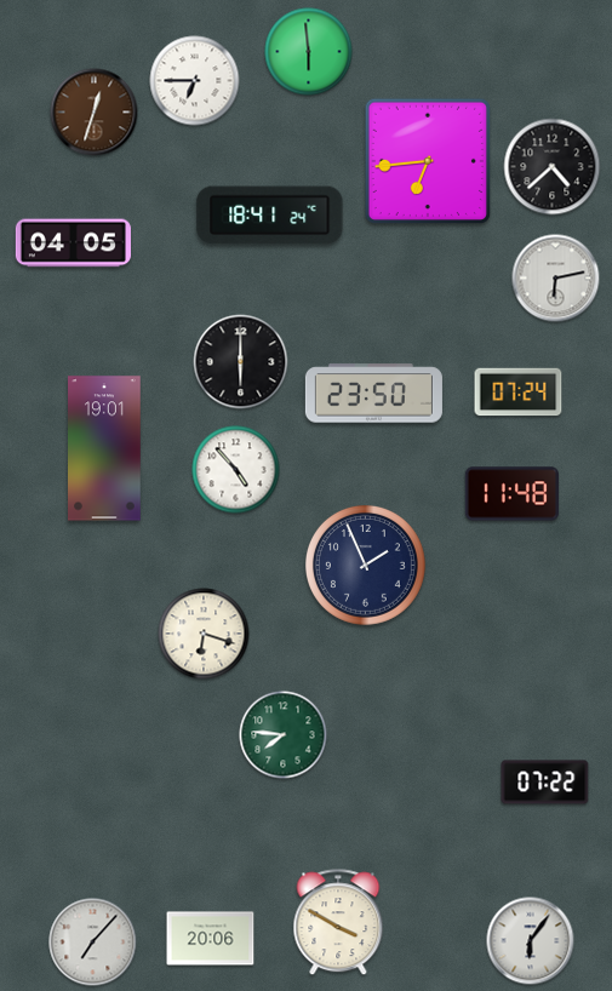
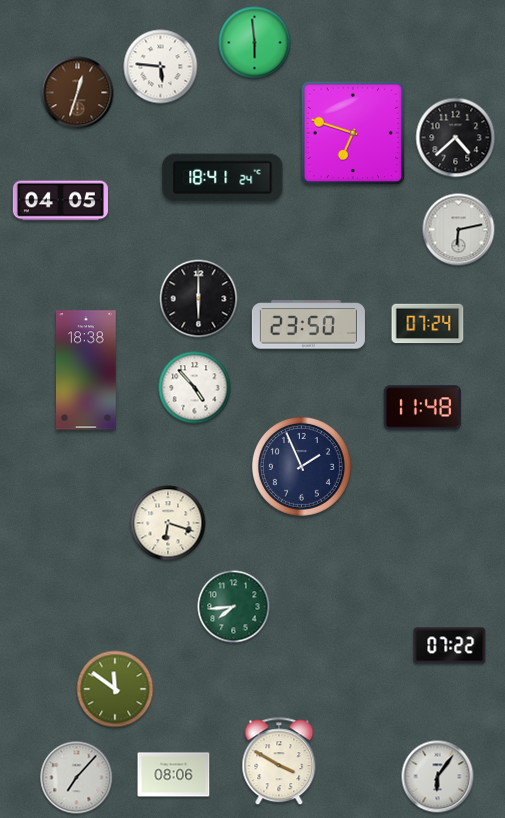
clock at (195, 81): 6:45 -> 5:46
clock at (428, 161): 6:44 -> 6:48
clock at (104, 448): 19:01 -> 18:38
clock at (284, 735): 7:46 -> 7:44
clock at (115, 689): none -> 11:51
clock at (211, 939): 20:06 -> 08:06
